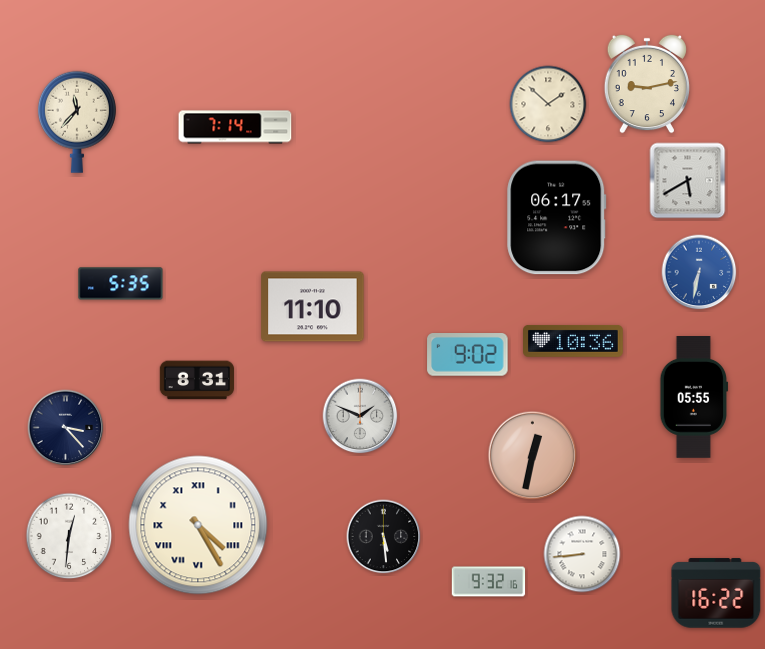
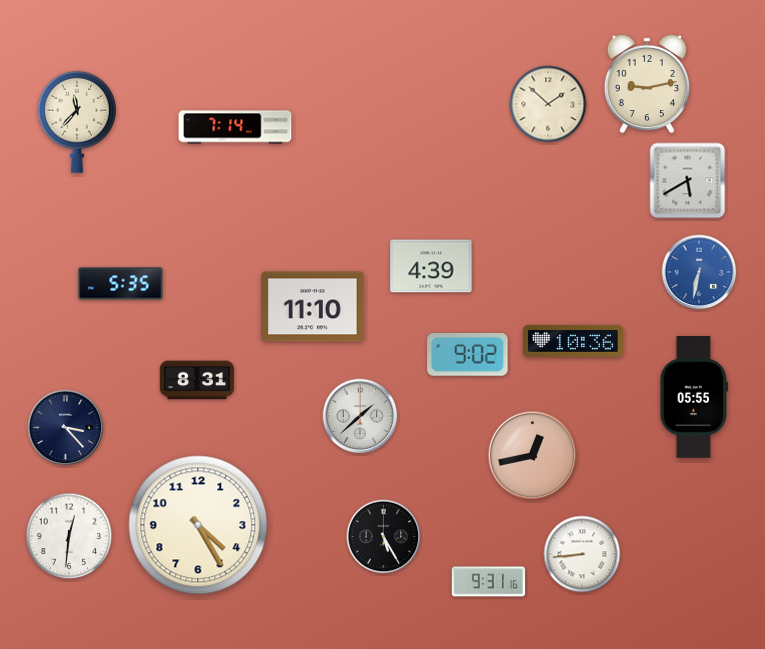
clock at (557, 218): 06:17 -> none
clock at (431, 266): none -> 4:39
clock at (360, 416): 1:49 -> 1:38
clock at (533, 456): 12:32 -> 12:43
clock at (198, 525) numerals: Roman -> Arabic
clock at (384, 537): 5:29 -> 5:25
clock at (489, 582): 9:32 -> 9:31
clock at (716, 593): 16:22 -> none
